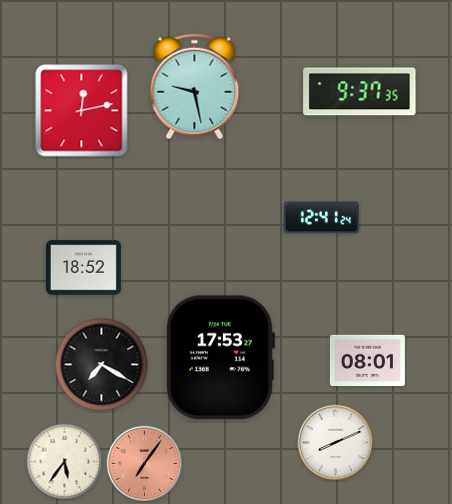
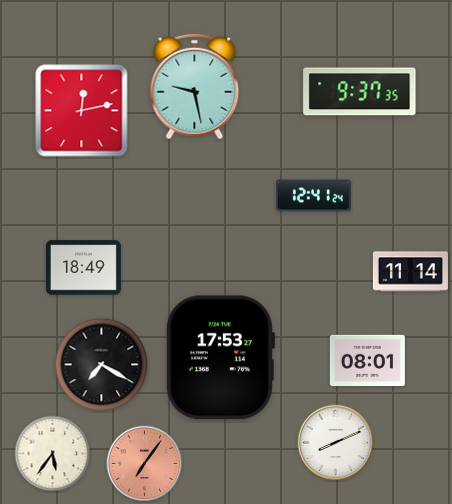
clock at (321, 218) position: (321, 218) -> (313, 196)
clock at (83, 268): 18:52 -> 18:49
clock at (410, 272): none -> 11:14
clock at (65, 462) position: (65, 462) -> (53, 454)
